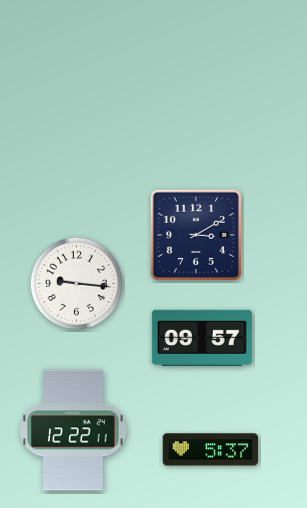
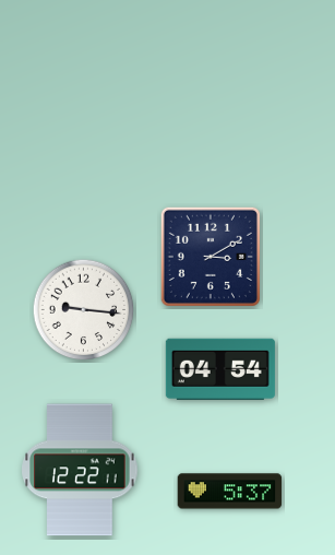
clock at (196, 235) position: (196, 235) -> (211, 257)
clock at (202, 338): 09:57 -> 04:54
